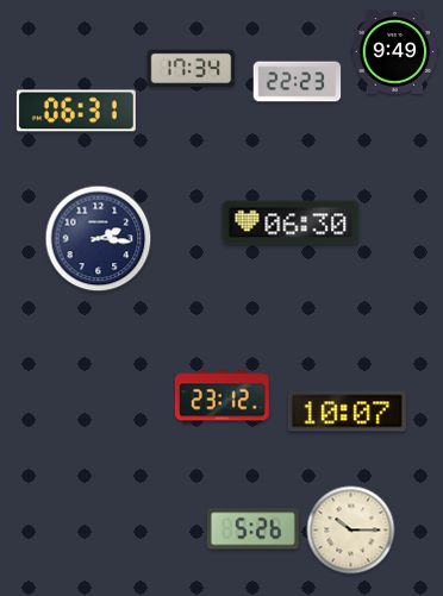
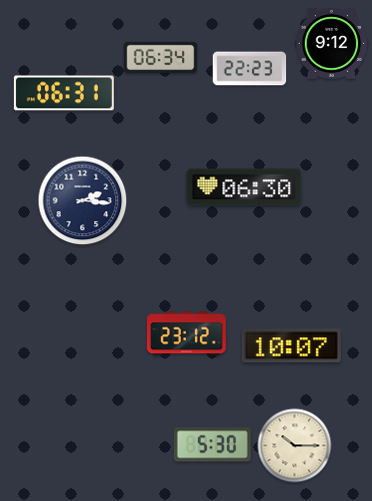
clock at (395, 52): 9:49 -> 9:12
clock at (192, 68): 17:34 -> 06:34
clock at (252, 529): 5:26 -> 5:30
